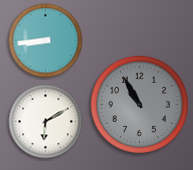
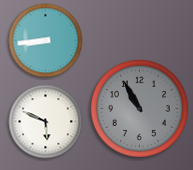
clock at (139, 104) position: (139, 104) -> (139, 108)
clock at (46, 122): 6:10 -> 5:49
